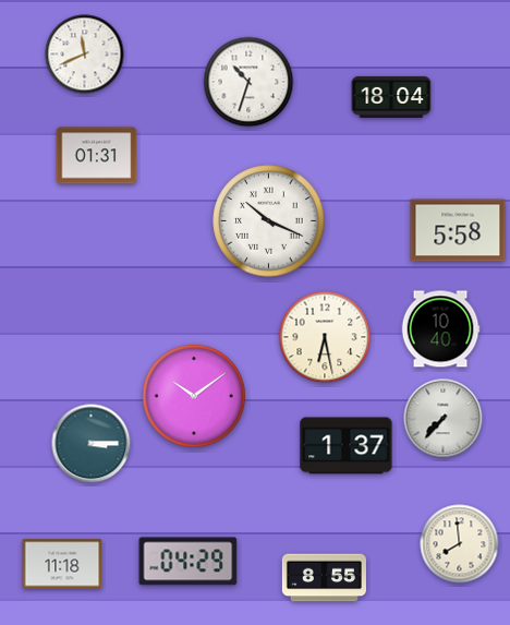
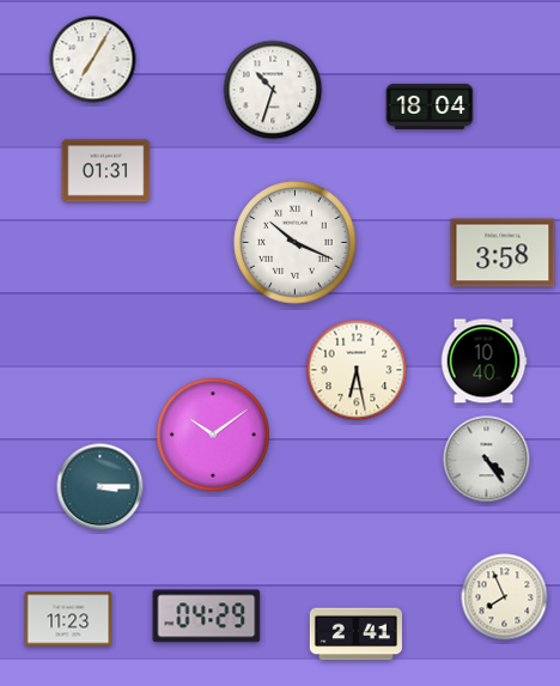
clock at (85, 55): 11:41 -> 7:05
clock at (458, 230): 5:58 -> 3:58
clock at (444, 419): 7:37 -> 4:24
clock at (347, 446): 1:37 -> none
clock at (460, 544): 7:59 -> 7:56
clock at (62, 564): 11:18 -> 11:23
clock at (324, 578): 8:55 -> 2:41
